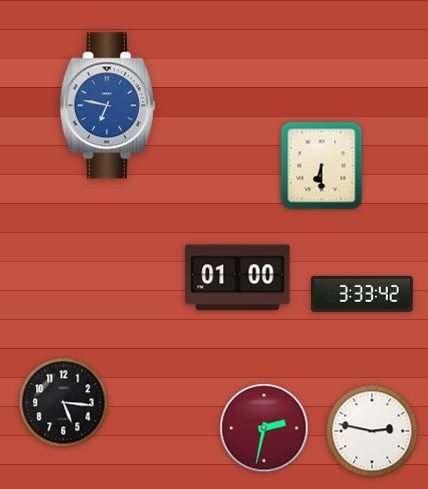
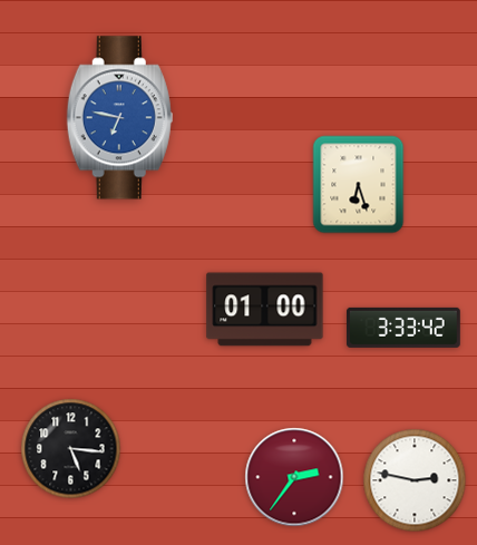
clock at (322, 166): 6:30 -> 6:27
clock at (264, 428): 2:32 -> 2:36
